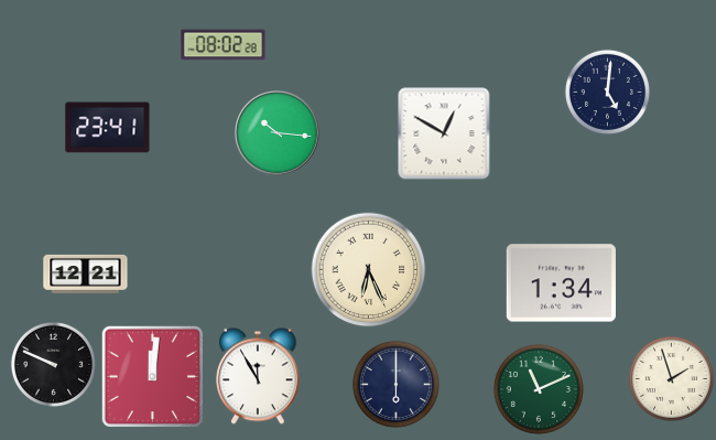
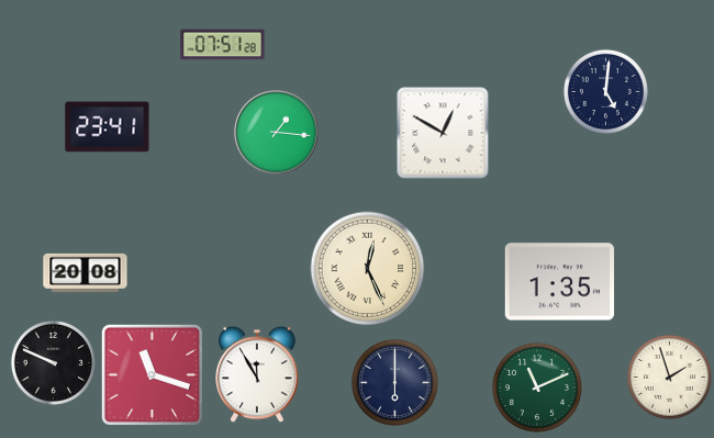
clock at (224, 45): 08:02 -> 07:51
clock at (278, 133): 10:16 -> 1:16
clock at (369, 270): 6:26 -> 12:26
clock at (86, 273): 12:21 -> 20:08
clock at (561, 283): 1:34 -> 1:35
clock at (152, 376): 12:01 -> 11:18
